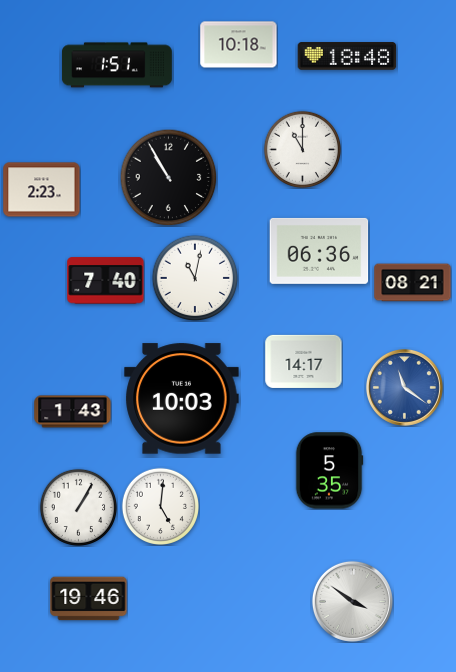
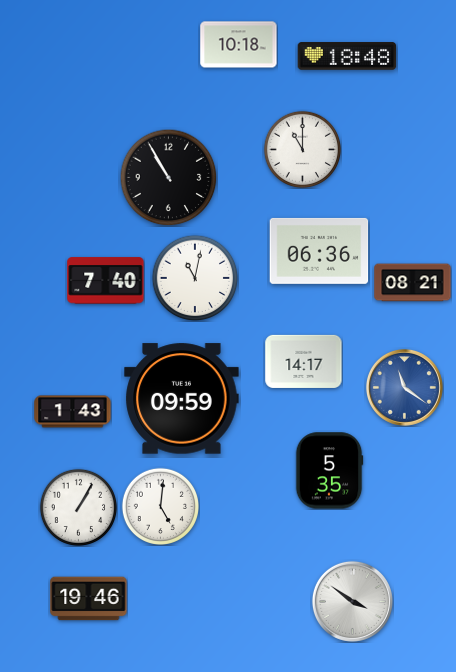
clock at (117, 65): 1:51 -> none
clock at (42, 190): 2:23 -> none
clock at (182, 399): 10:03 -> 09:59
